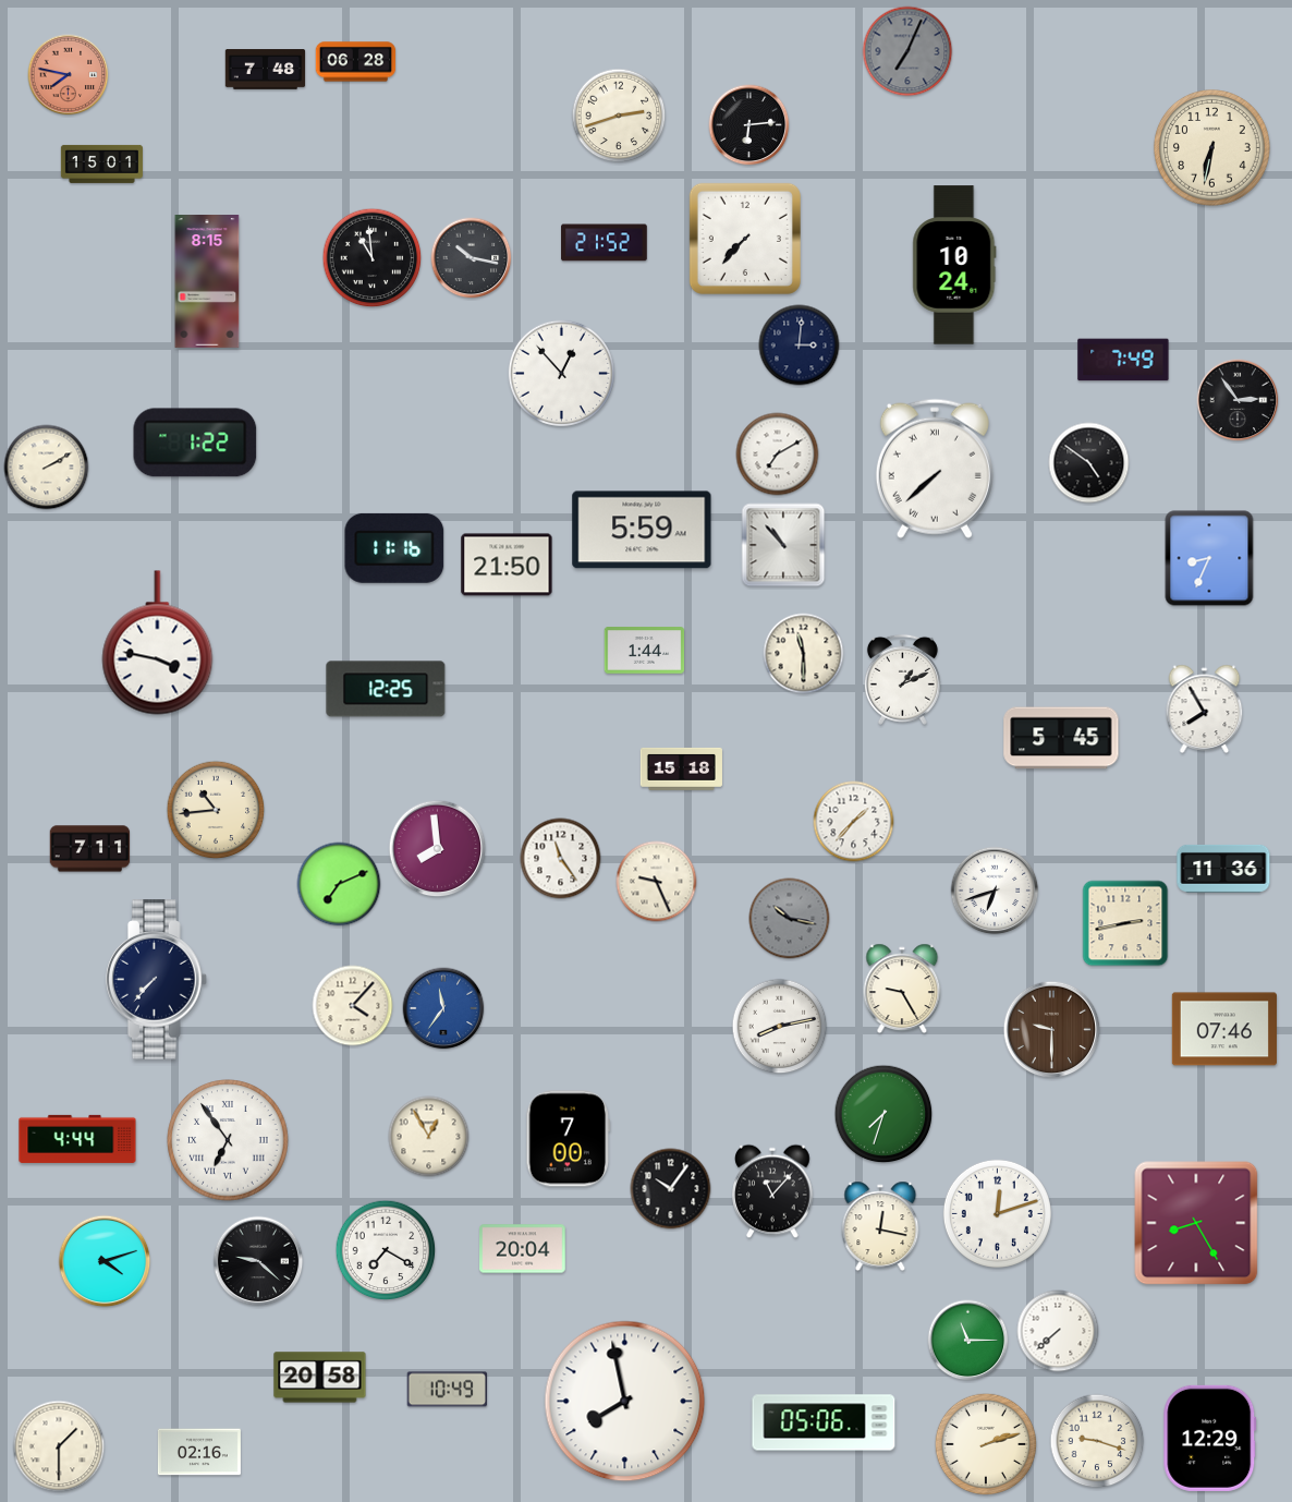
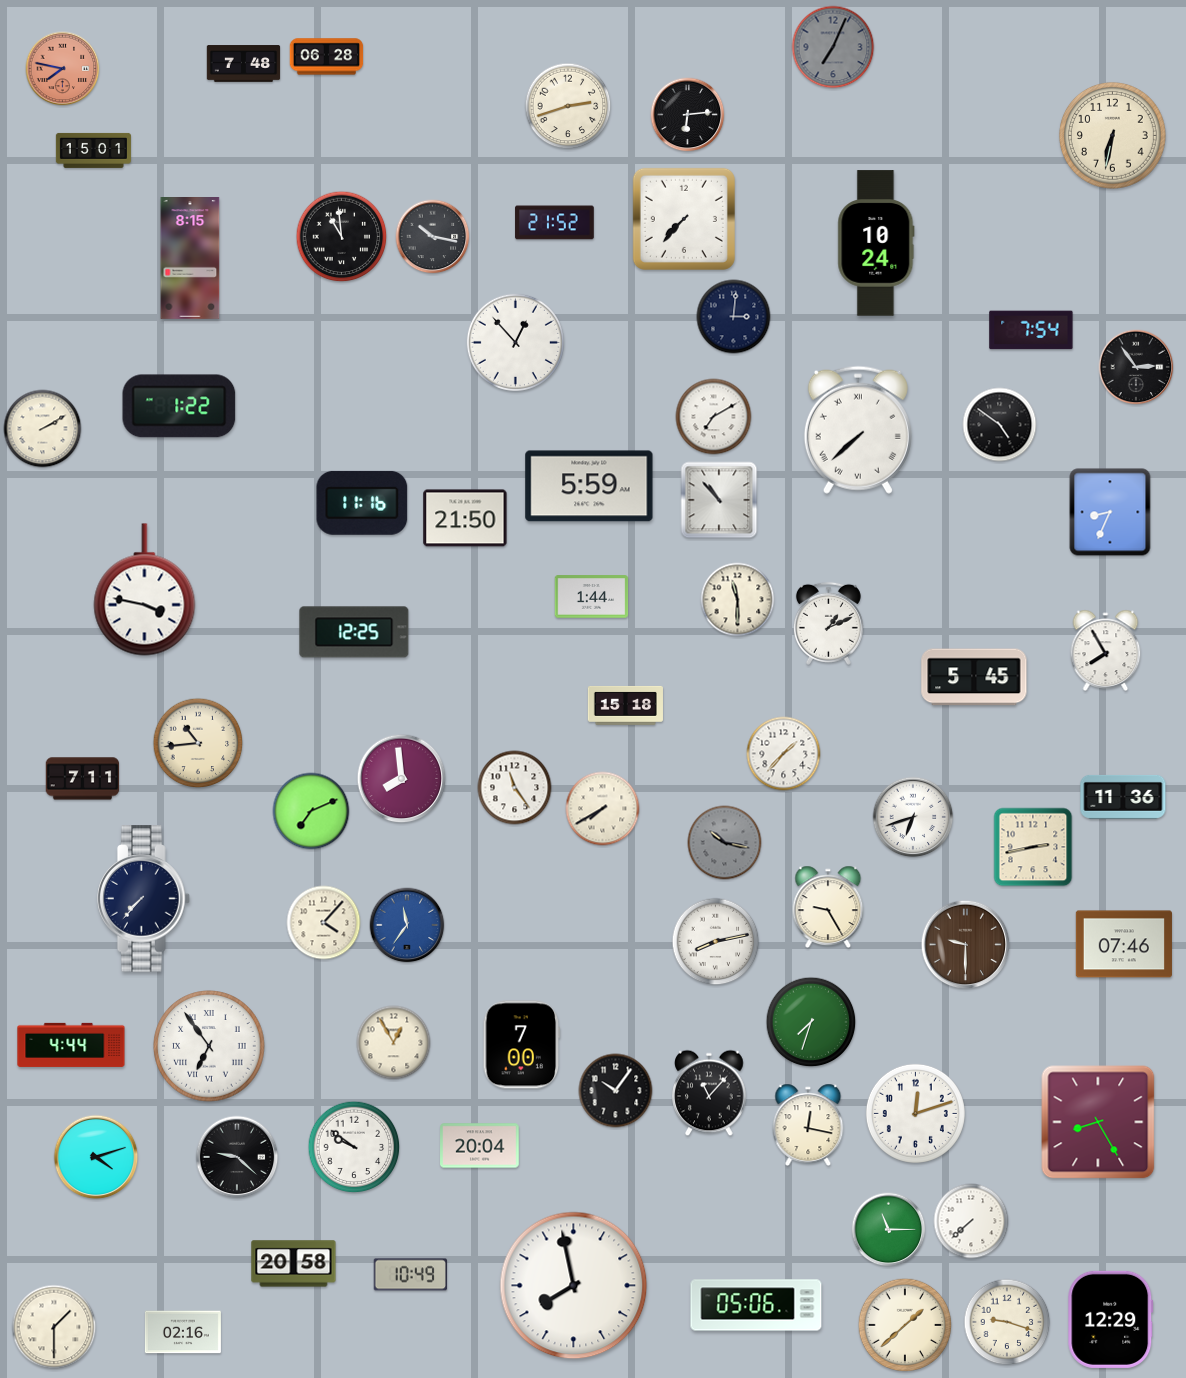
clock at (1123, 360): 7:49 -> 7:54
clock at (657, 882): 9:26 -> 7:40
clock at (386, 1250): 7:20 -> 9:51
clock at (986, 1444): 2:12 -> 1:38
